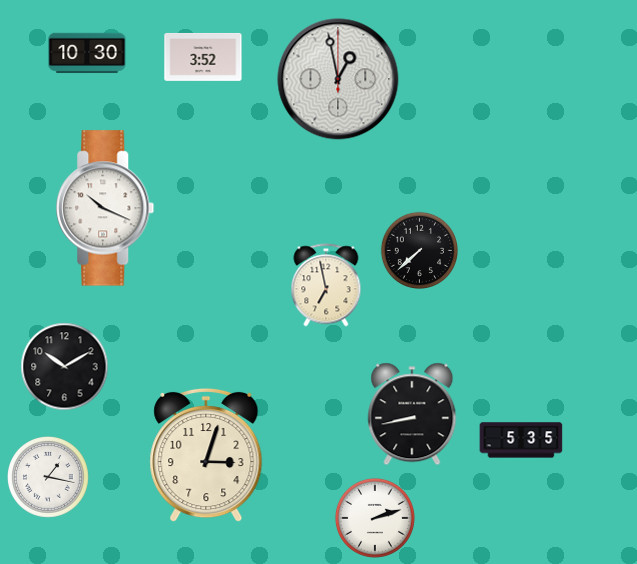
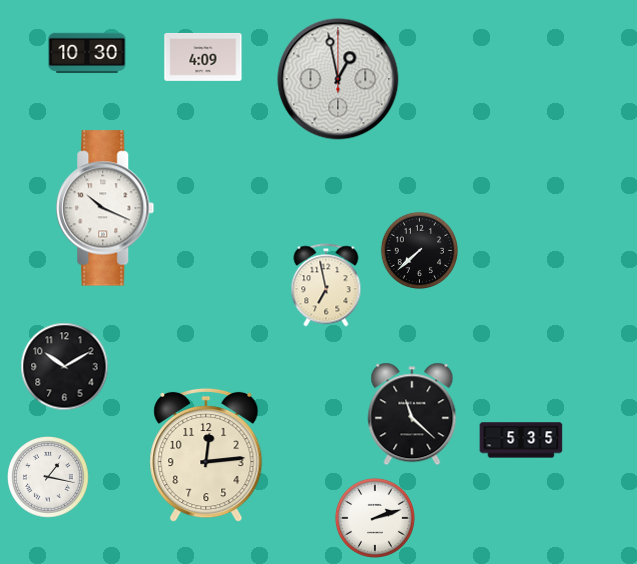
clock at (203, 57): 3:52 -> 4:09
clock at (412, 414): 8:43 -> 11:22
clock at (206, 455): 3:03 -> 12:14
